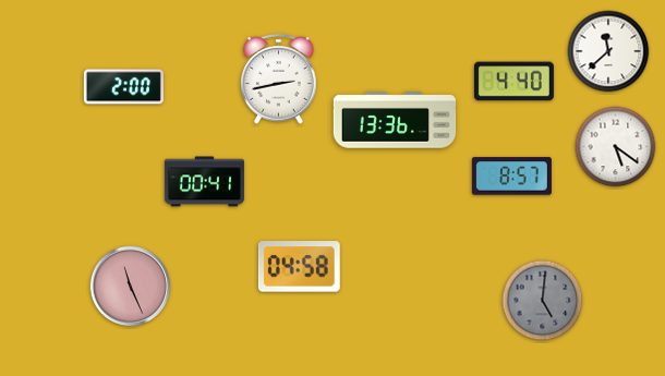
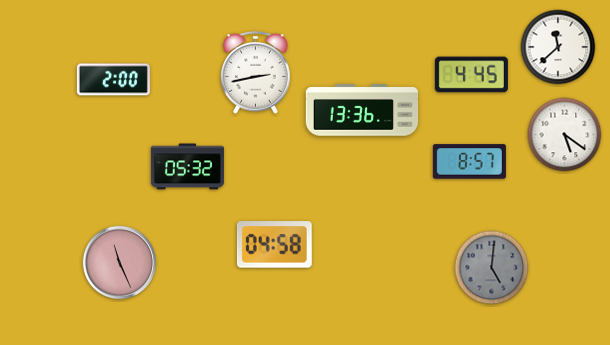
clock at (513, 82): 4:40 -> 4:45
clock at (204, 182): 00:41 -> 05:32
clock at (543, 301) position: (543, 301) -> (492, 268)
